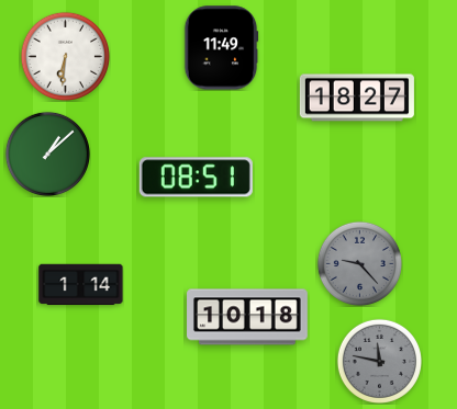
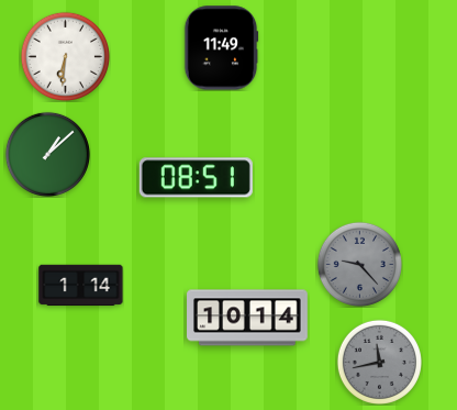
clock at (357, 98): 18:27 -> none
clock at (247, 317): 10:18 -> 10:14
clock at (379, 361): 11:47 -> 11:43
